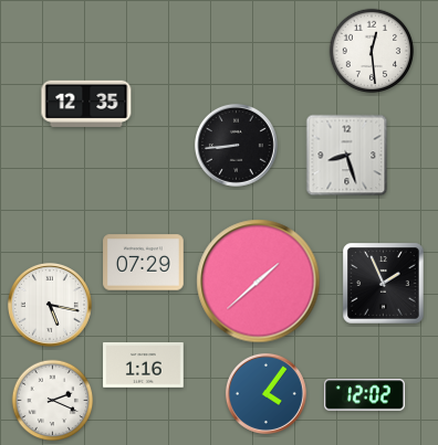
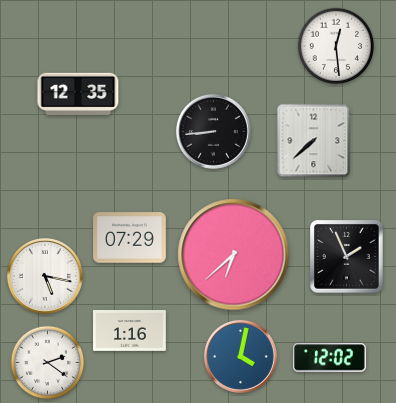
clock at (347, 156): 8:27 -> 7:38
clock at (259, 282): 1:38 -> 6:38
clock at (265, 393): 4:06 -> 4:02
clock at (53, 401): 2:19 -> 2:21
